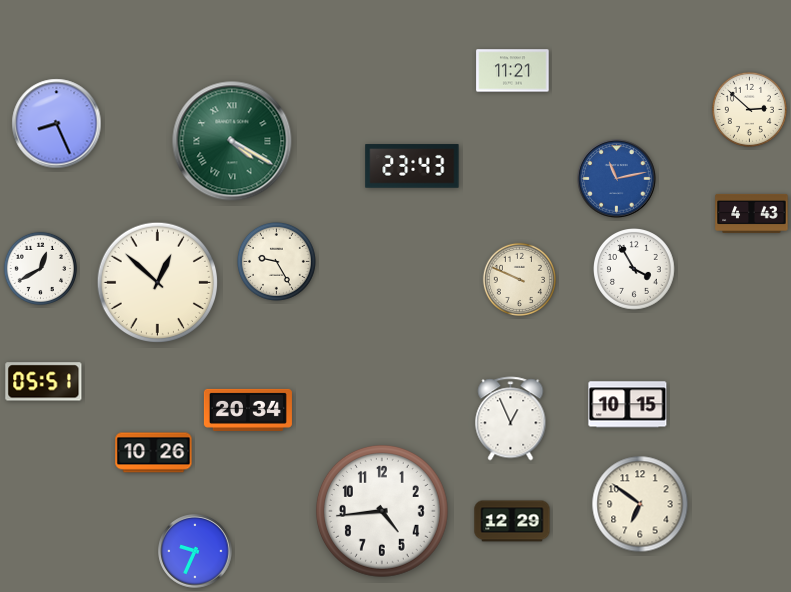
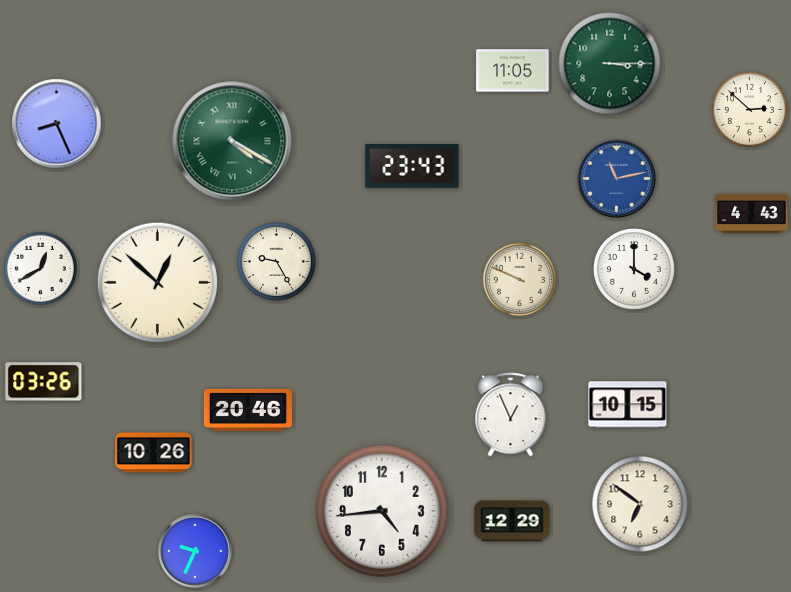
clock at (610, 64): none -> 3:15
clock at (513, 71): 11:21 -> 11:05
clock at (634, 270): 3:55 -> 4:00
clock at (44, 382): 05:51 -> 03:26
clock at (248, 410): 20:34 -> 20:46
clock at (511, 419) position: (511, 419) -> (511, 415)
